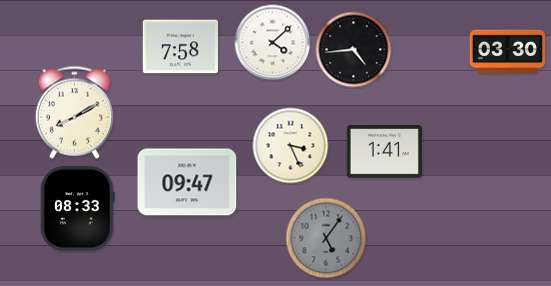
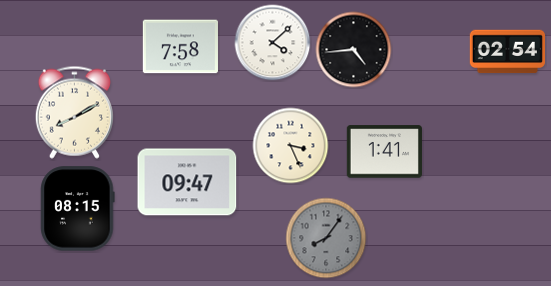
clock at (507, 52): 03:30 -> 02:54
clock at (78, 209): 08:33 -> 08:15
clock at (326, 238): 5:06 -> 8:06
